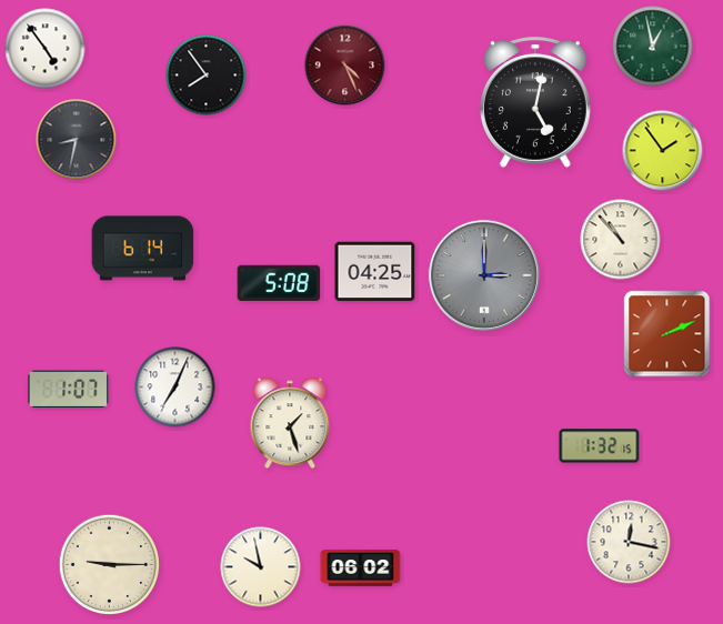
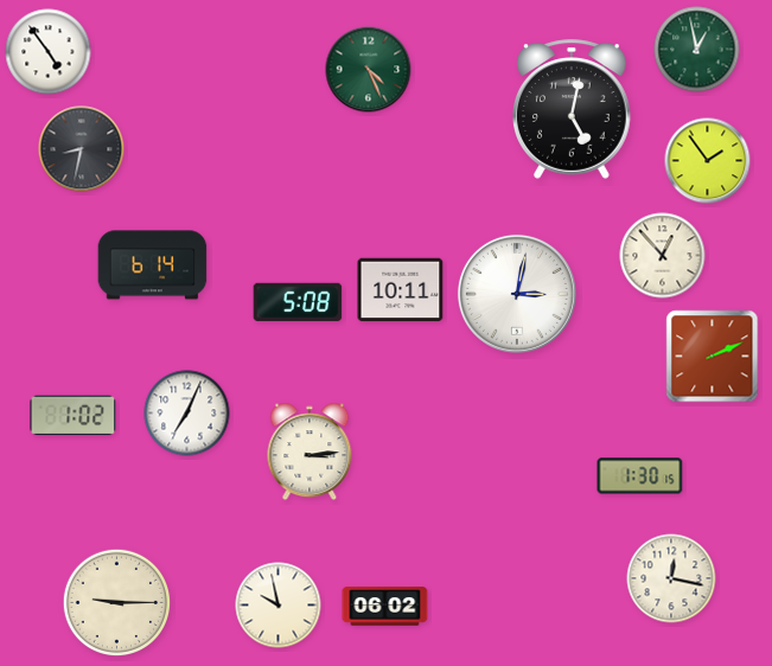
clock at (345, 66) dial: burgundy -> green
clock at (207, 76): 7:54 -> none
clock at (621, 240): 10:53 -> 12:53
clock at (375, 272): 04:25 -> 10:11
clock at (484, 275): 3:00 -> 3:02
clock at (484, 275) dial: grey -> white
clock at (69, 390): 1:07 -> 1:02
clock at (290, 423): 1:27 -> 3:14
clock at (600, 446): 1:32 -> 1:30
